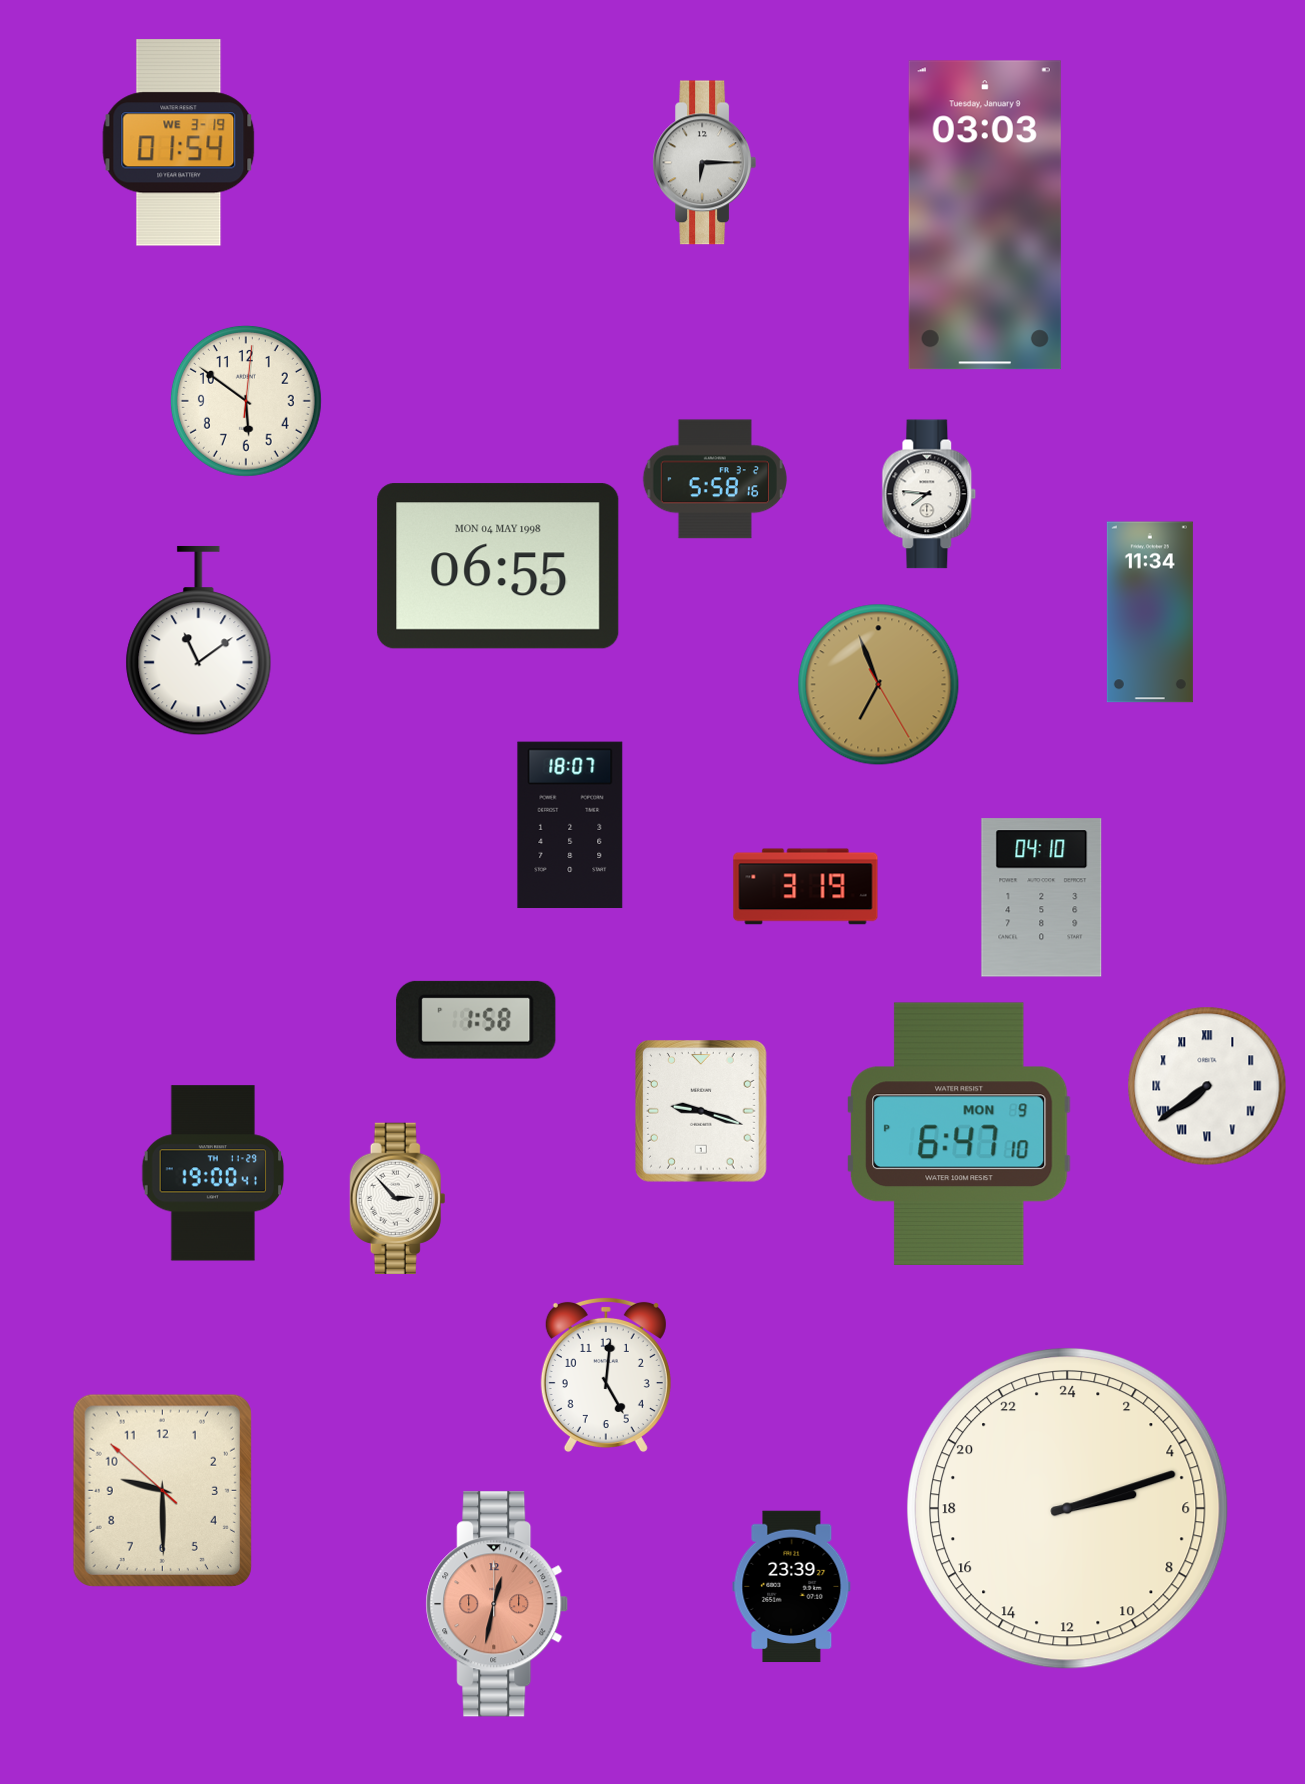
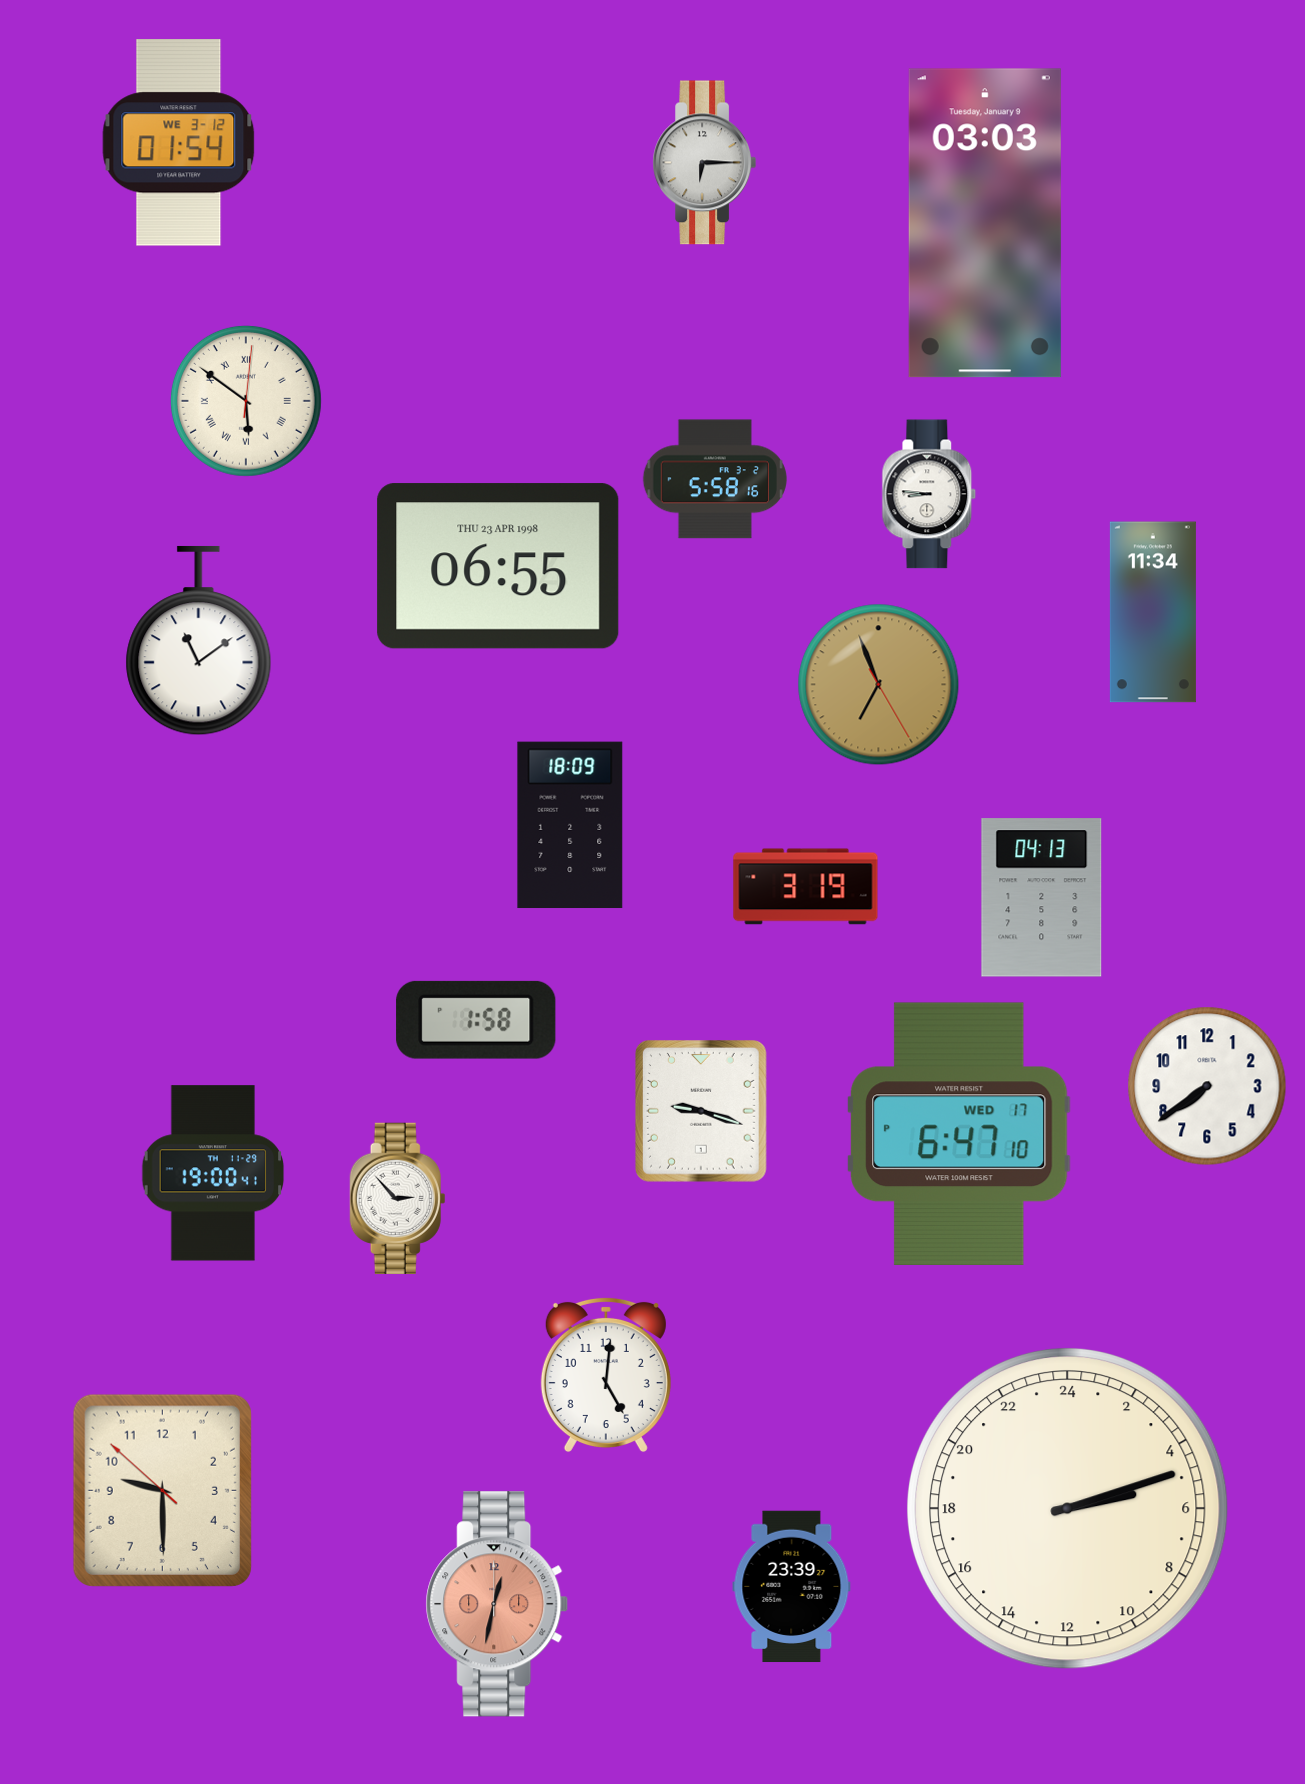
clock at (179, 143) date: WE 3-19 -> WE 3-12
clock at (985, 215) position: (985, 215) -> (985, 223)
clock at (246, 401) numerals: Arabic -> Roman
clock at (929, 494): 7:46 -> 8:46
clock at (498, 566) date: MON 04 MAY 1998 -> THU 23 APR 1998
clock at (1150, 612) position: (1150, 612) -> (1153, 612)
clock at (570, 825): 18:07 -> 18:09
clock at (1042, 898): 04:10 -> 04:13
clock at (1207, 1086) numerals: Roman -> Arabic
clock at (960, 1134) date: MON 9 -> WED 17
